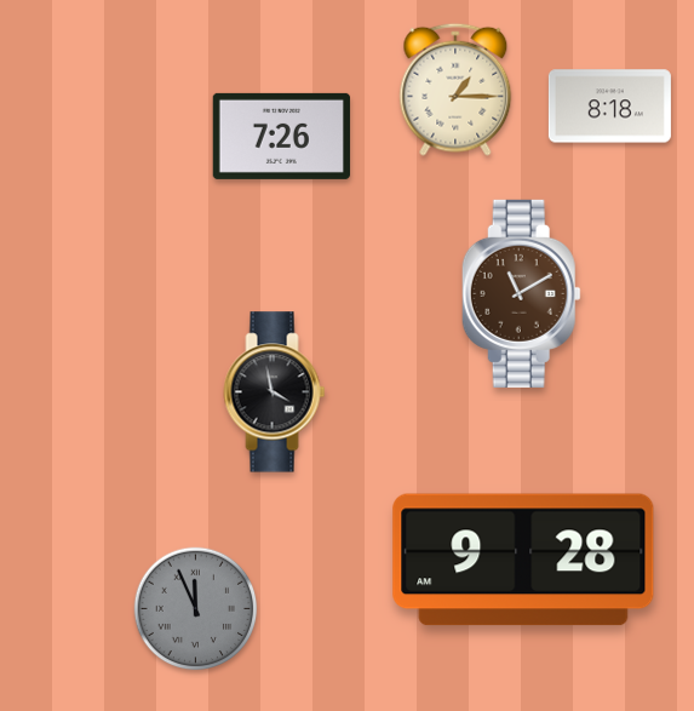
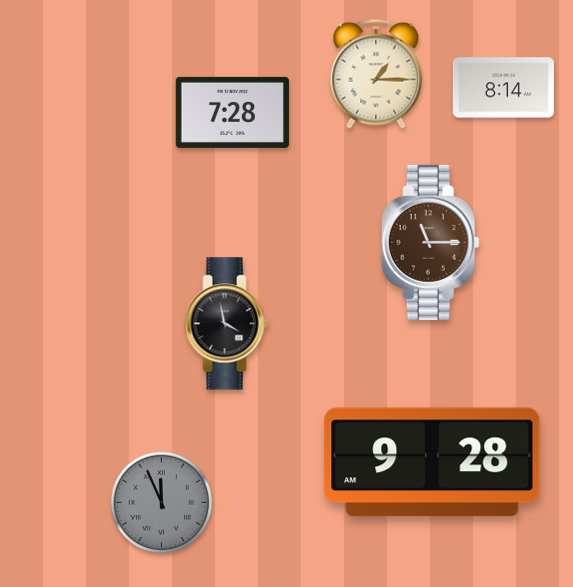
clock at (609, 107): 8:18 -> 8:14
clock at (281, 136): 7:26 -> 7:28
clock at (521, 293): 11:10 -> 11:15
